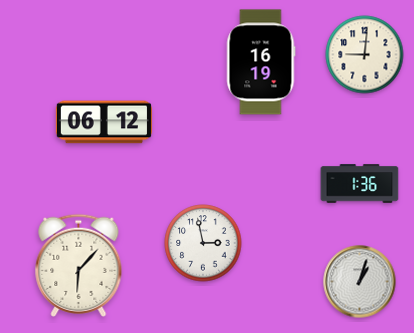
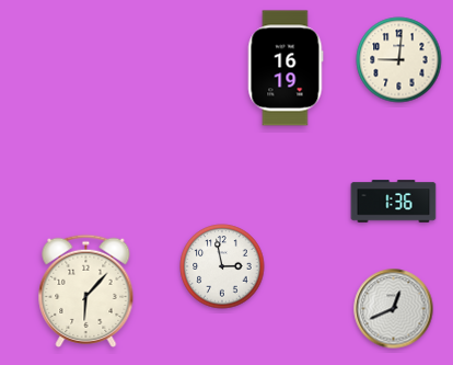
clock at (103, 122): 06:12 -> none
clock at (360, 282): 1:03 -> 12:41
